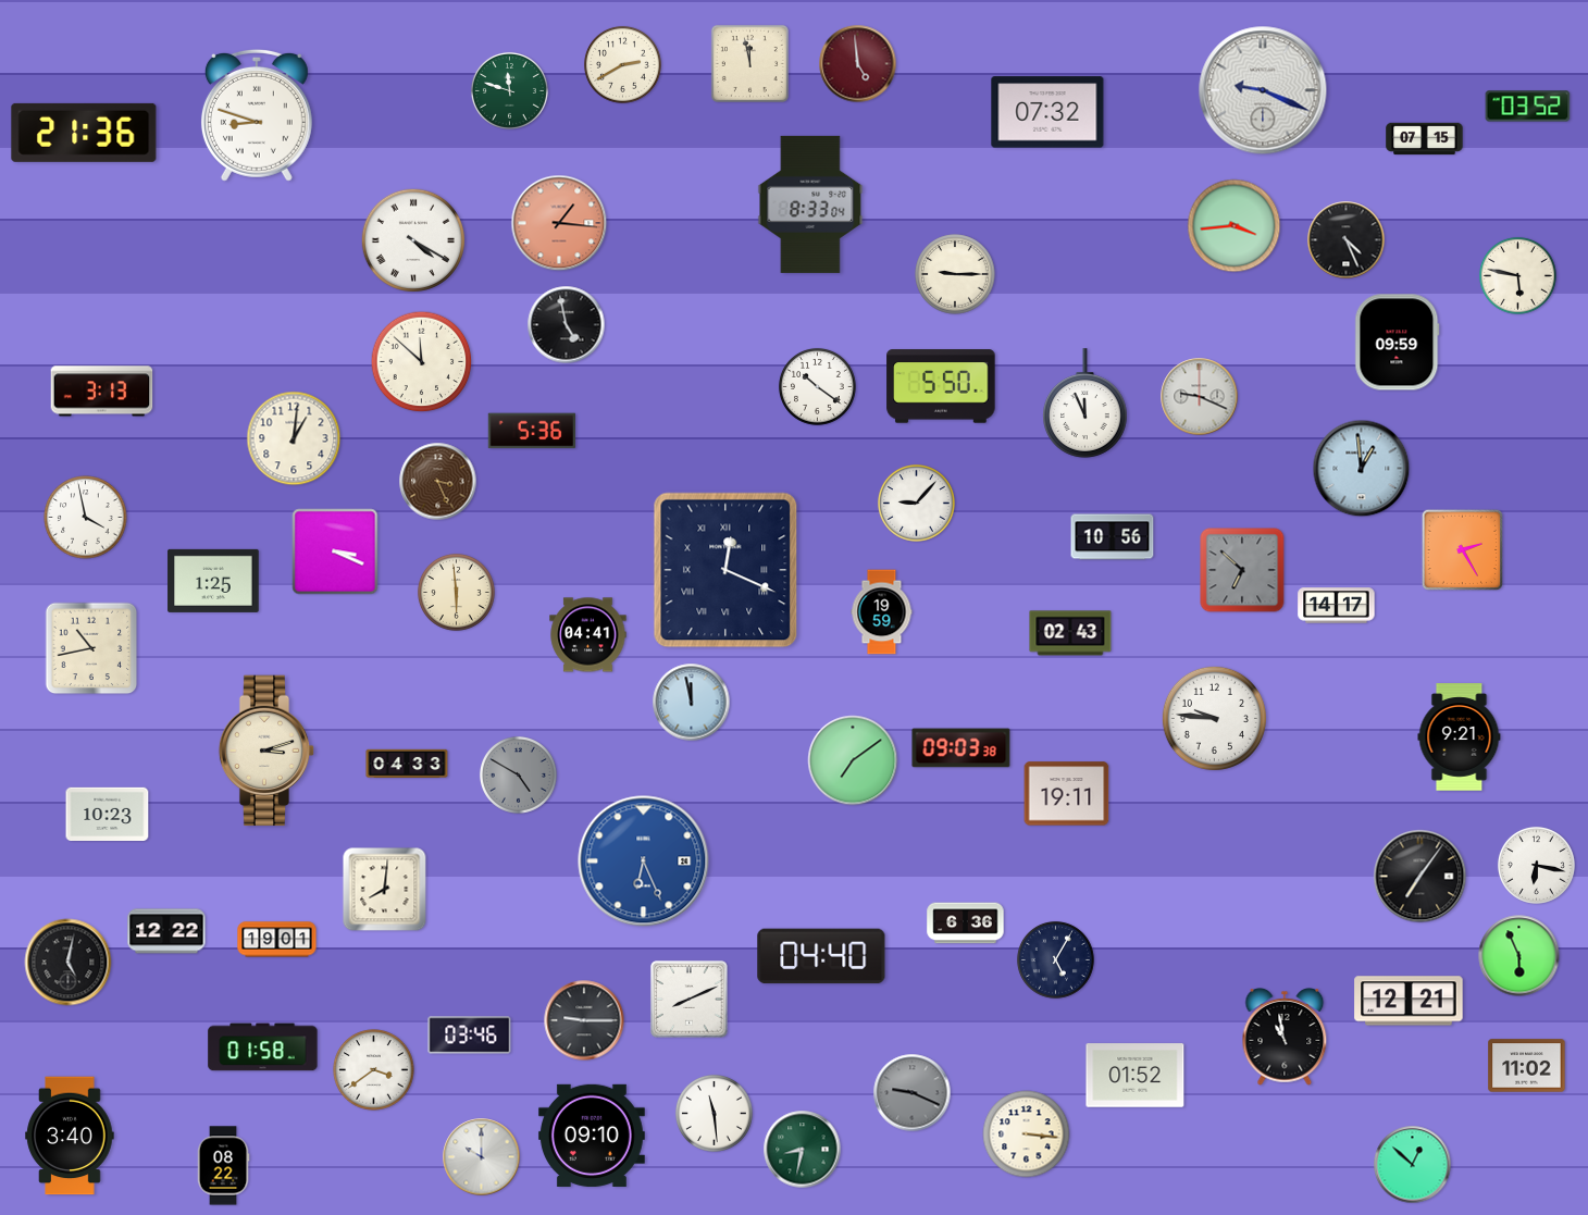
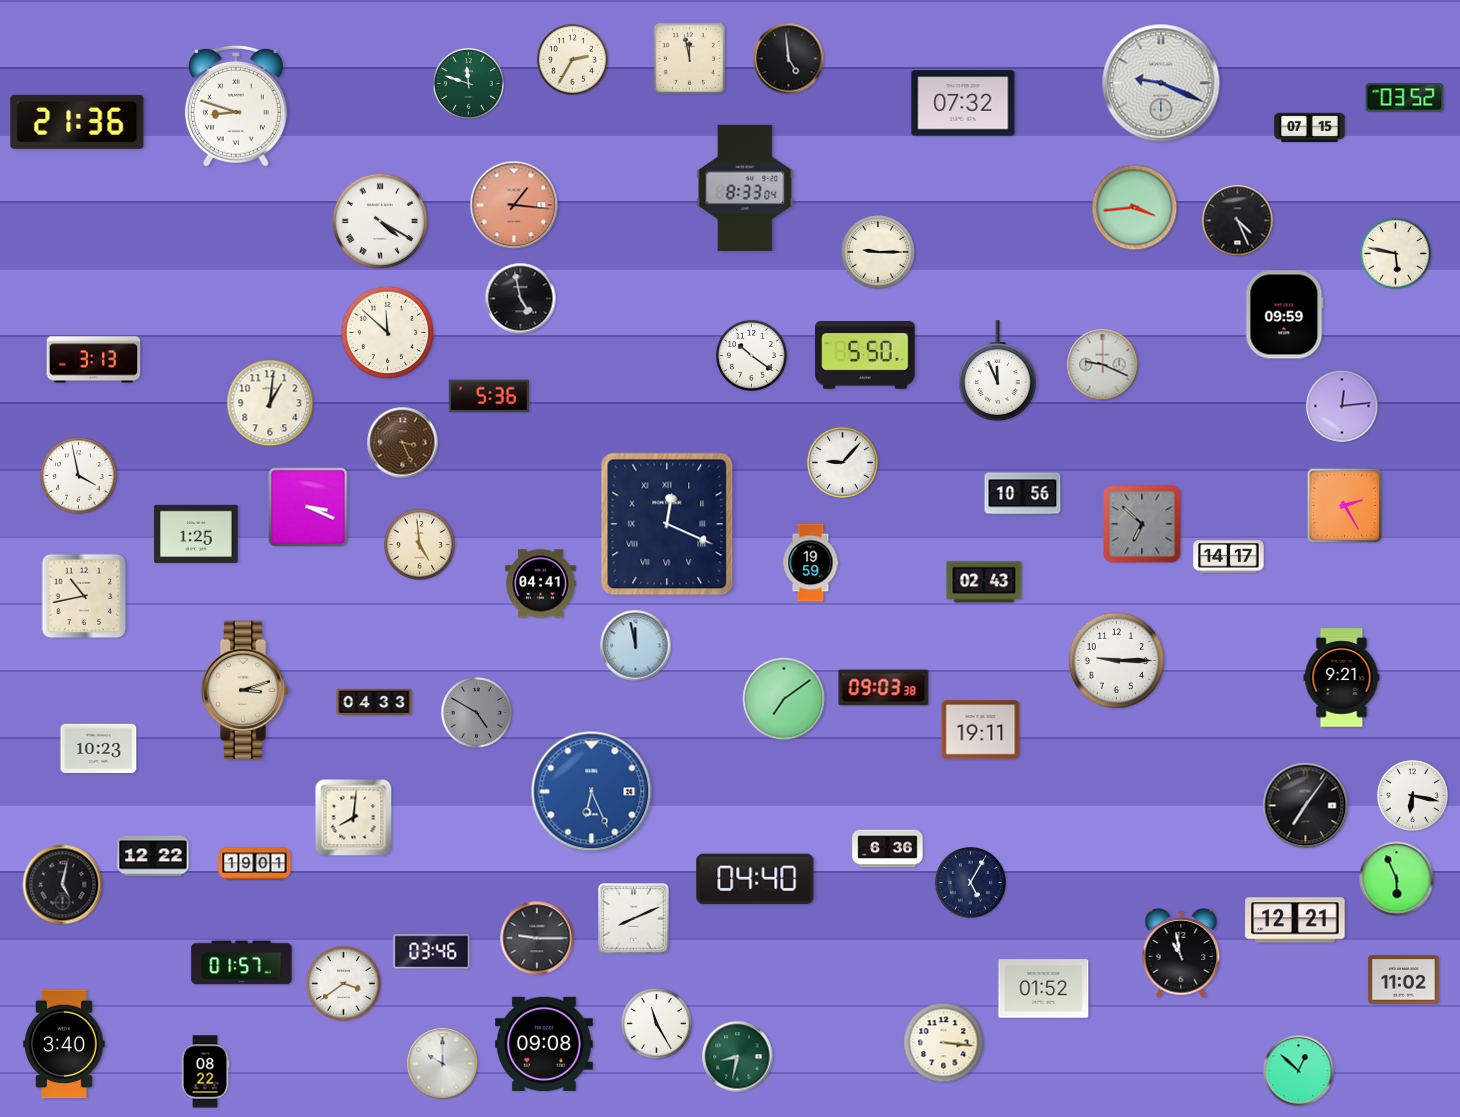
clock at (622, 64): 2:40 -> 2:35
clock at (858, 64) dial: burgundy -> black
clock at (1342, 406): none -> 12:14
clock at (1362, 469): 12:59 -> none
clock at (456, 592): 5:59 -> 4:59
clock at (1214, 718): 9:46 -> 9:15
clock at (263, 1047): 01:58 -> 01:57
clock at (913, 1093): 9:19 -> none
clock at (714, 1113): 11:29 -> 11:25
clock at (592, 1136): 09:10 -> 09:08
